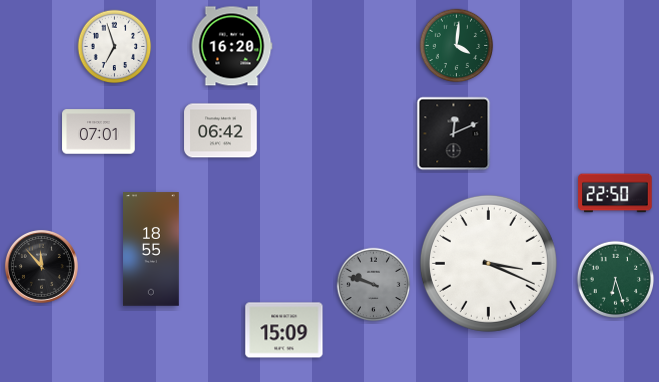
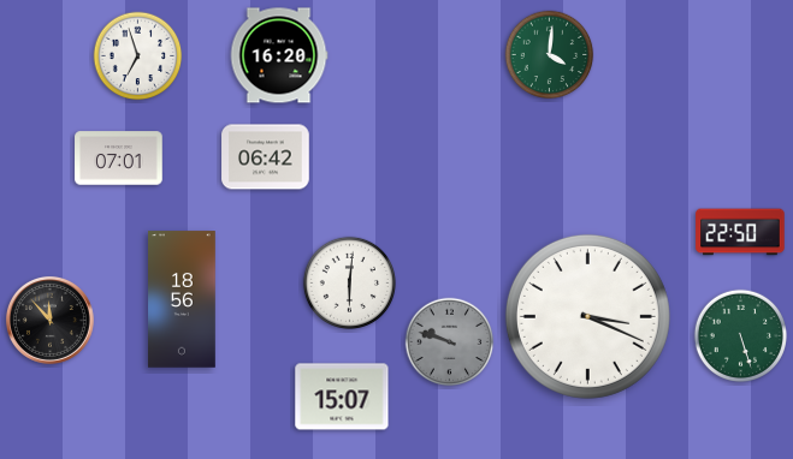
clock at (454, 134): 12:11 -> none
clock at (349, 282): none -> 6:01
clock at (152, 249): 18:55 -> 18:56
clock at (615, 279): 6:27 -> 5:27
clock at (284, 330): 15:09 -> 15:07
